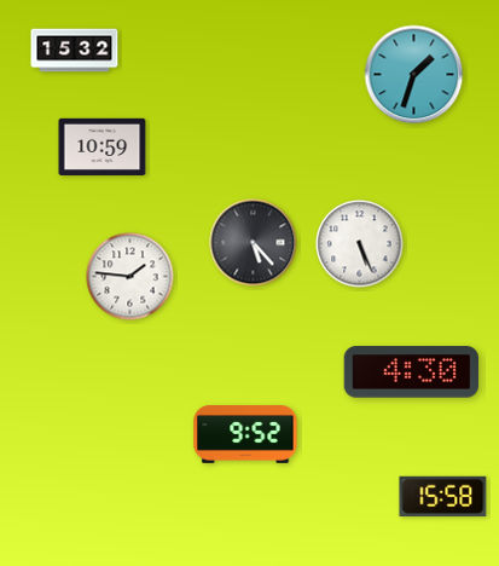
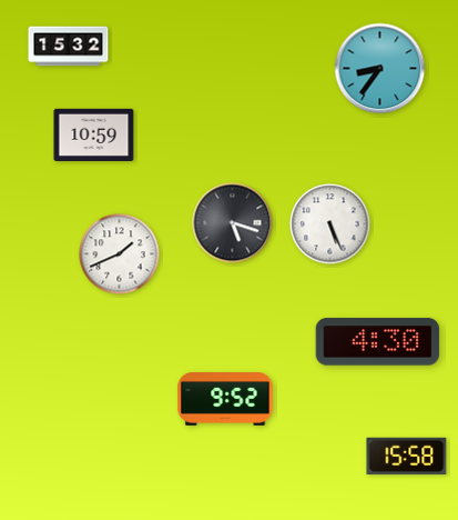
clock at (414, 75): 1:33 -> 8:36
clock at (254, 243): 5:23 -> 5:18
clock at (130, 277): 1:46 -> 1:41
